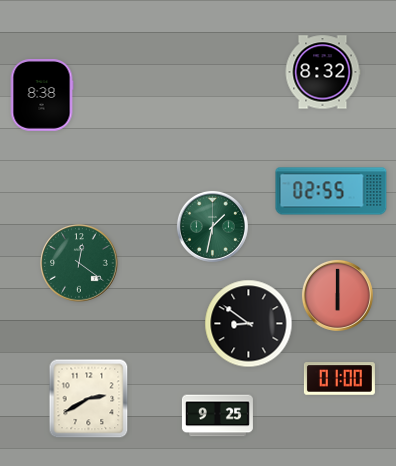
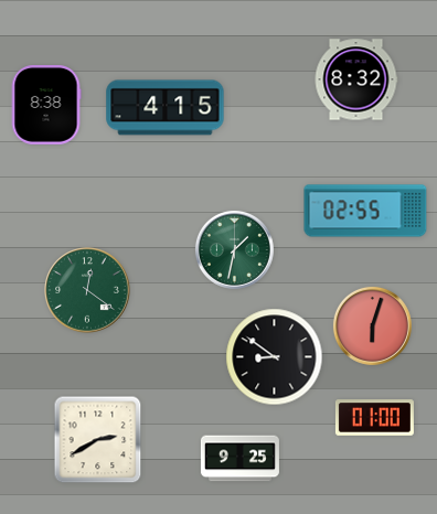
clock at (166, 108): none -> 4:15
clock at (337, 295): 6:00 -> 6:03
